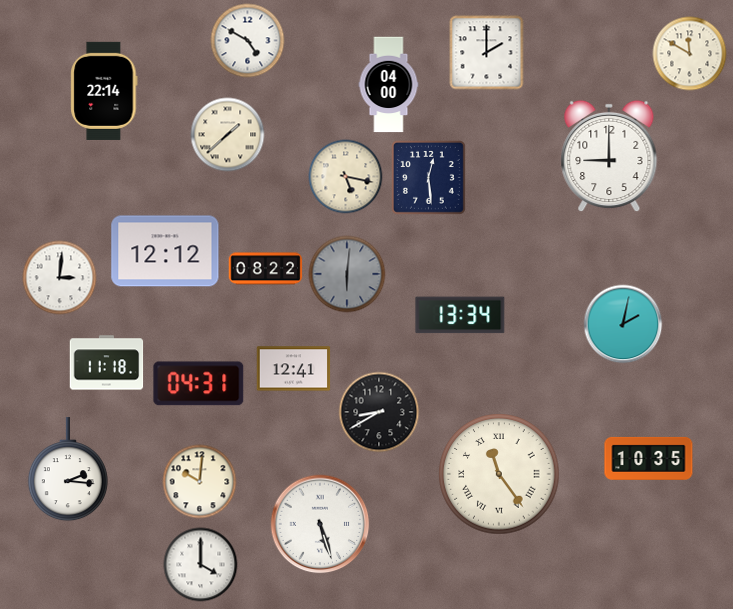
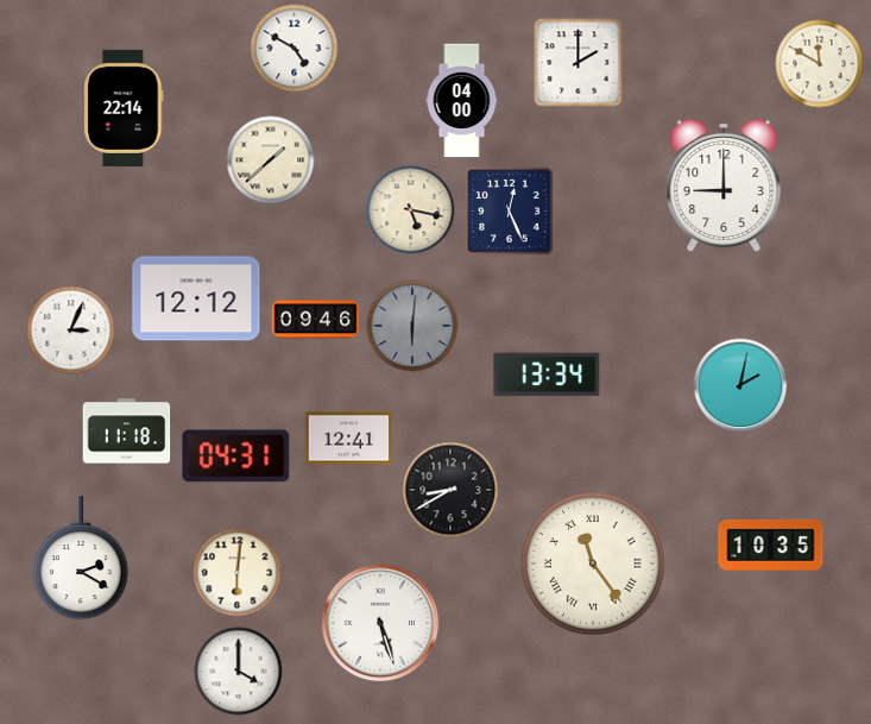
clock at (428, 177): 12:29 -> 12:26
clock at (266, 269): 08:22 -> 09:46
clock at (60, 278): 3:01 -> 3:04
clock at (68, 470): 2:16 -> 2:20
clock at (200, 482): 10:01 -> 6:01
